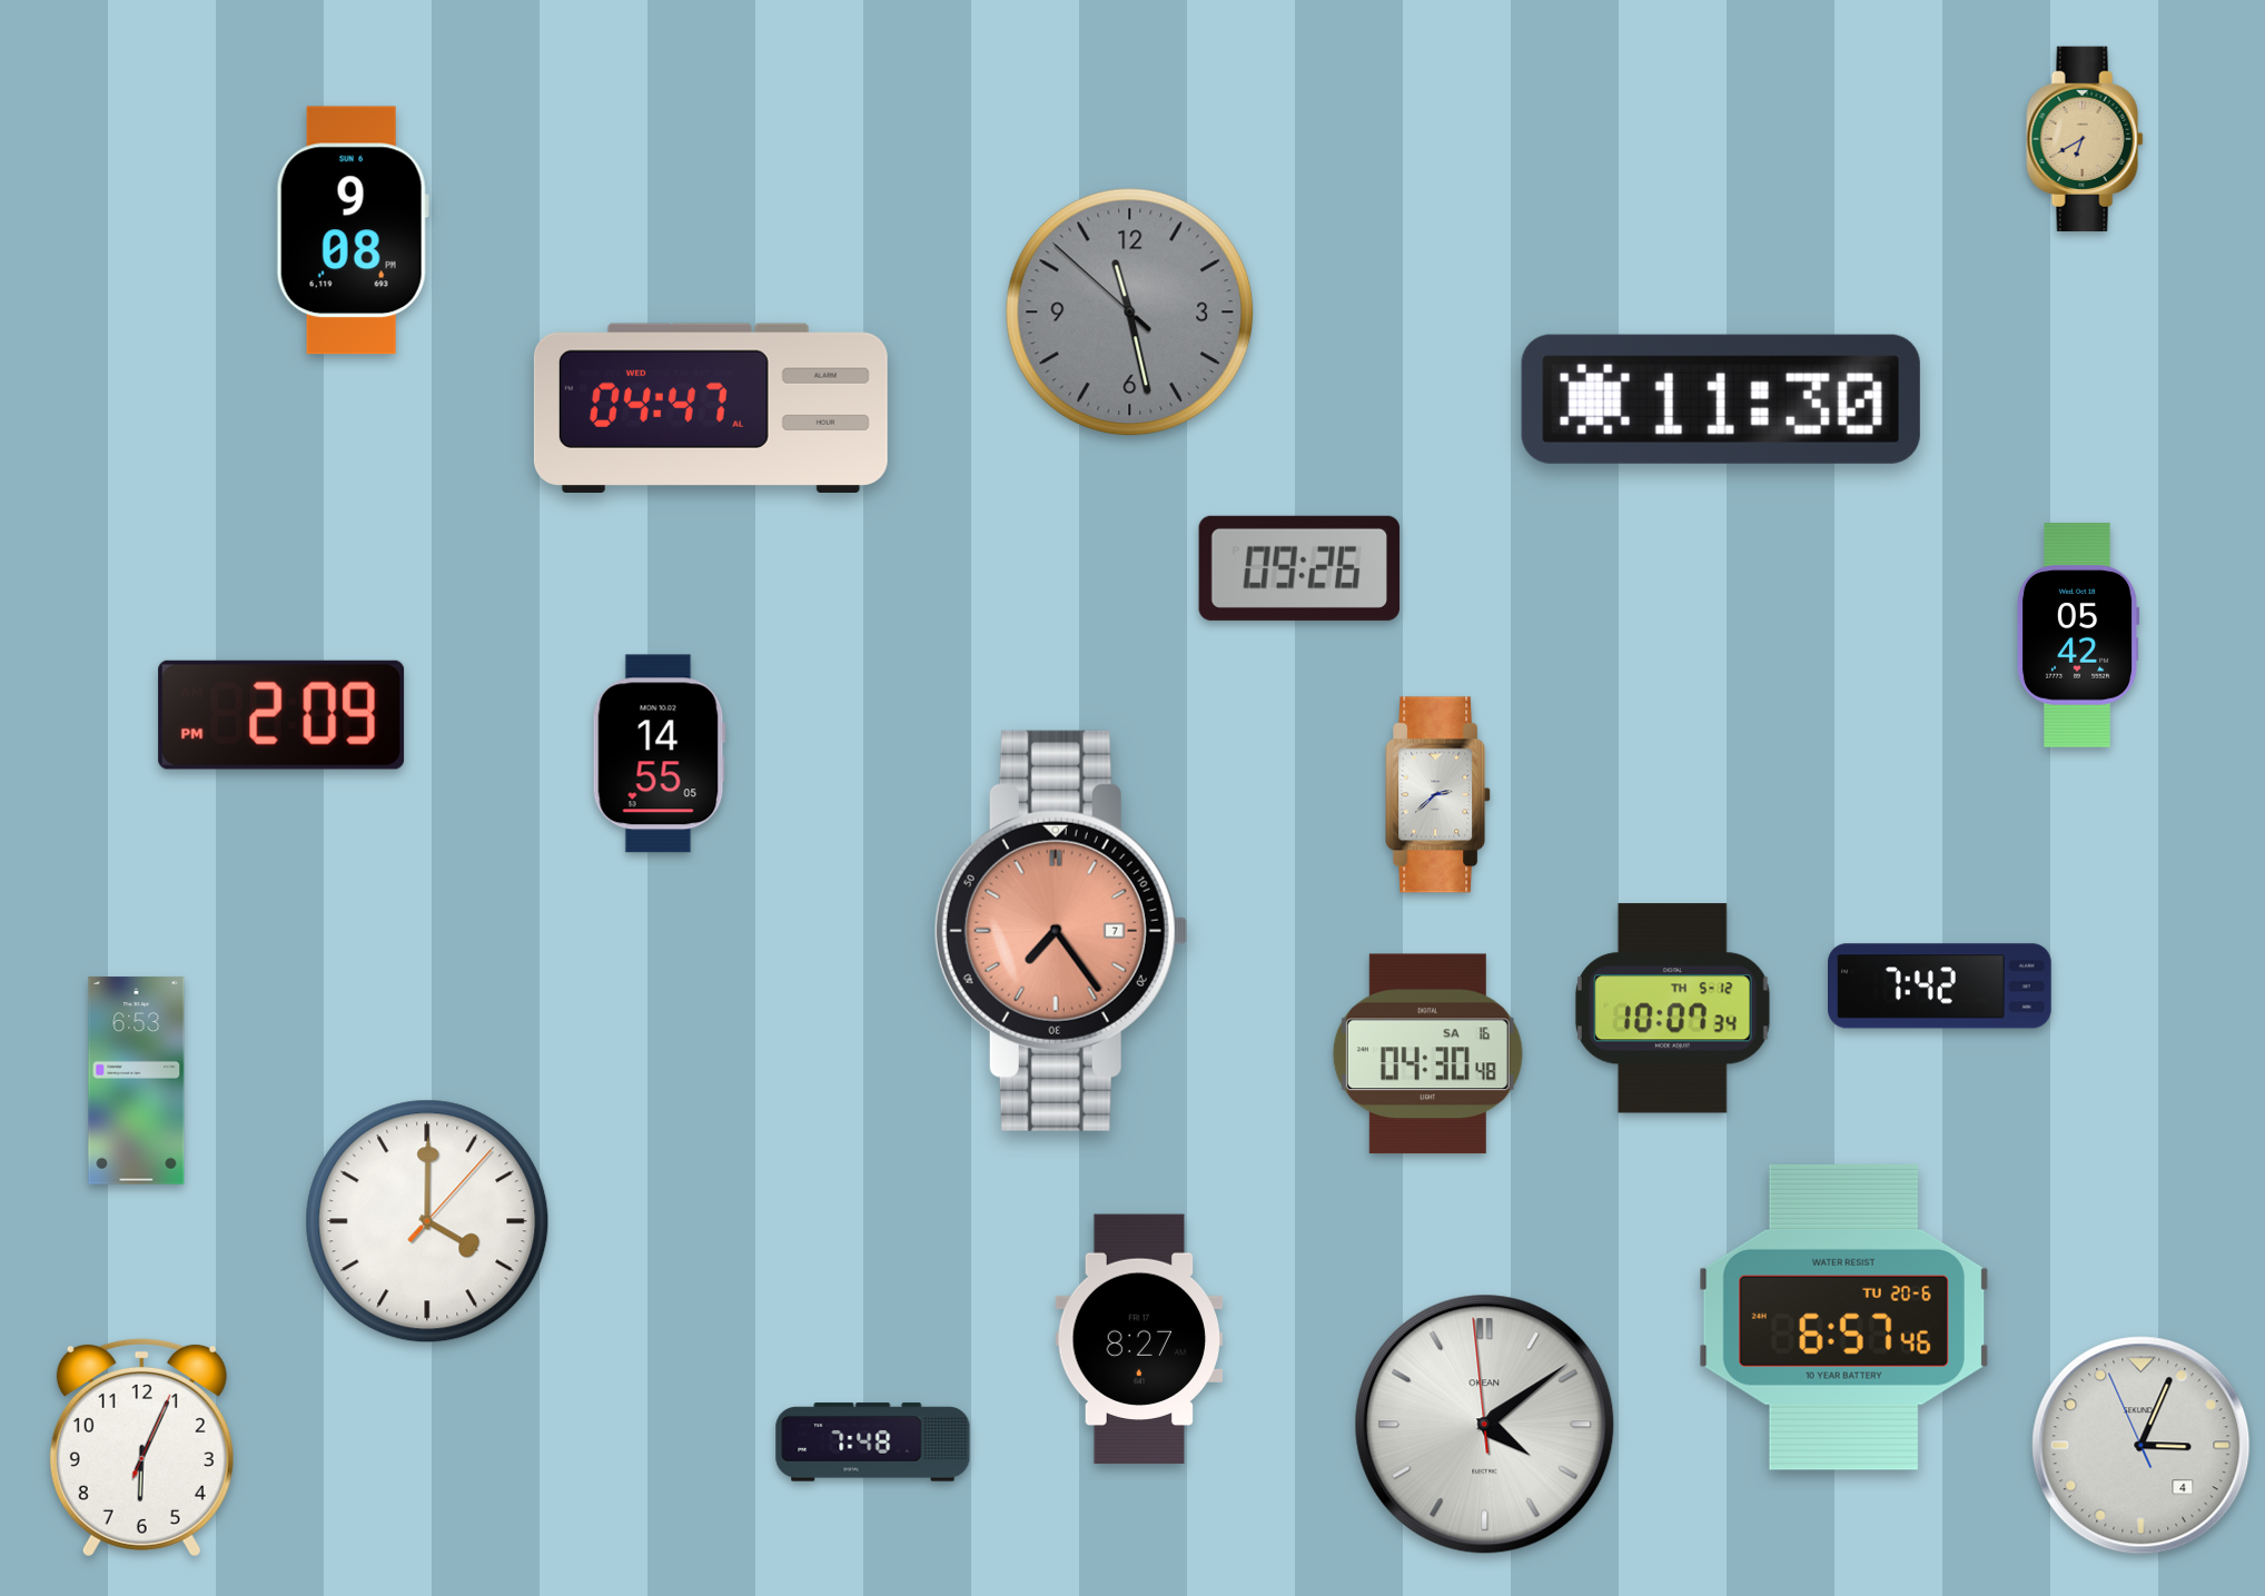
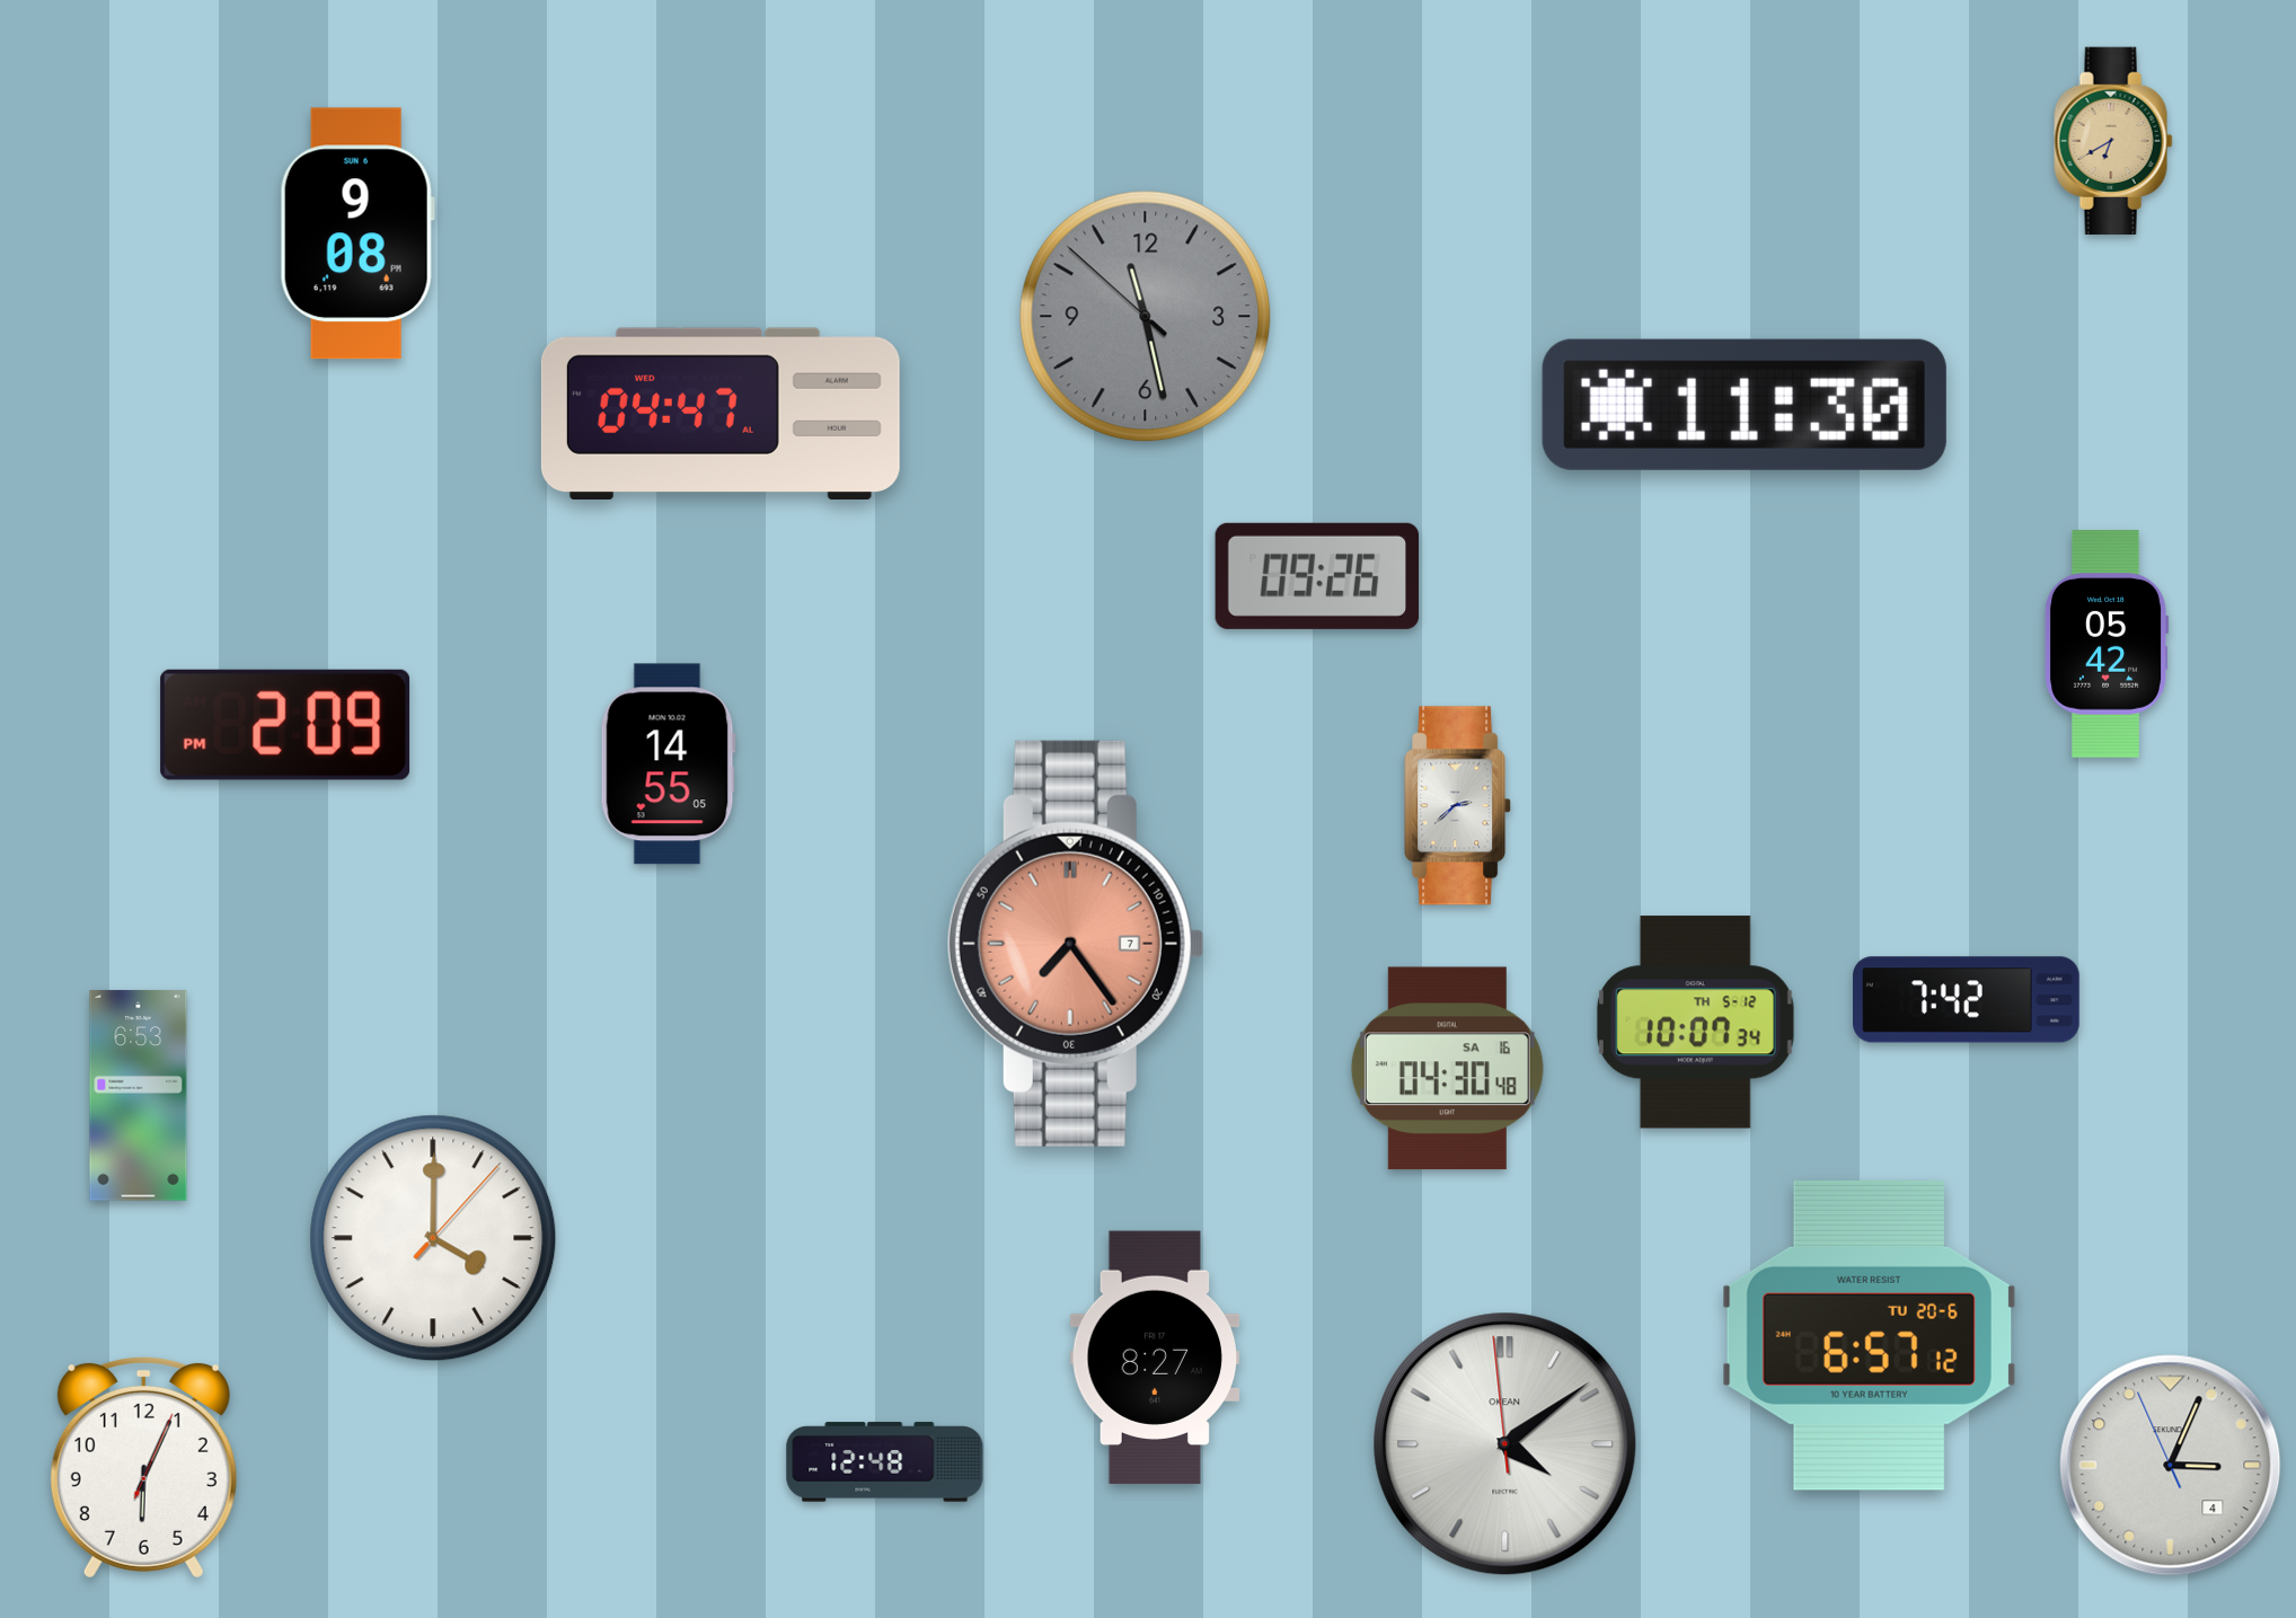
clock at (1843, 1317): 6:57:46 -> 6:57:12
clock at (873, 1443): 7:48 -> 12:48
